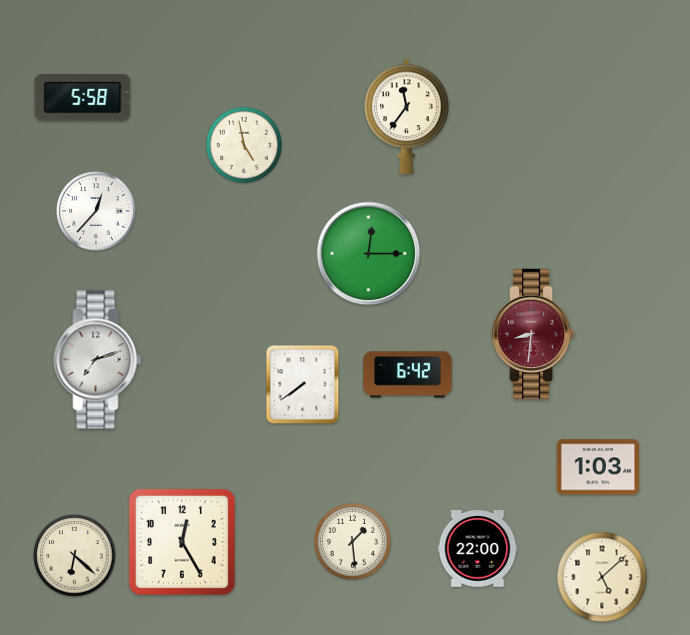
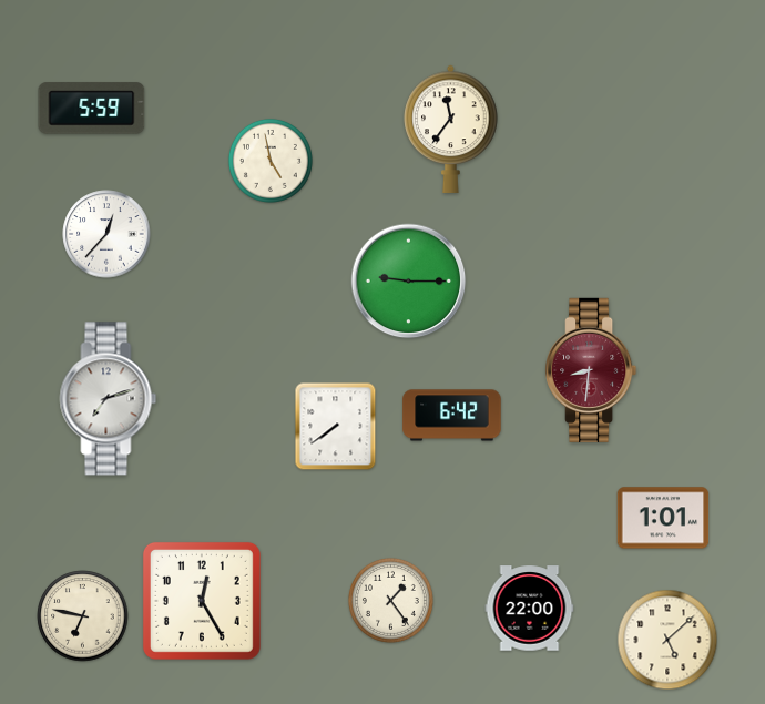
clock at (83, 98): 5:58 -> 5:59
clock at (369, 254): 12:15 -> 9:15
clock at (598, 467): 1:03 -> 1:01
clock at (352, 541): 1:29 -> 1:24
clock at (75, 556): 6:22 -> 6:47
